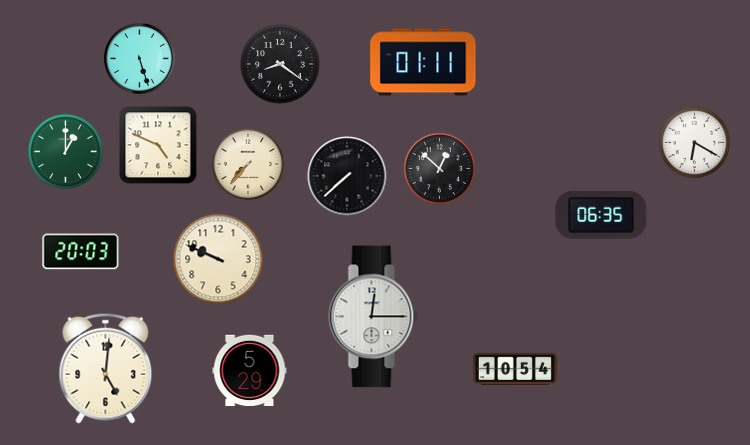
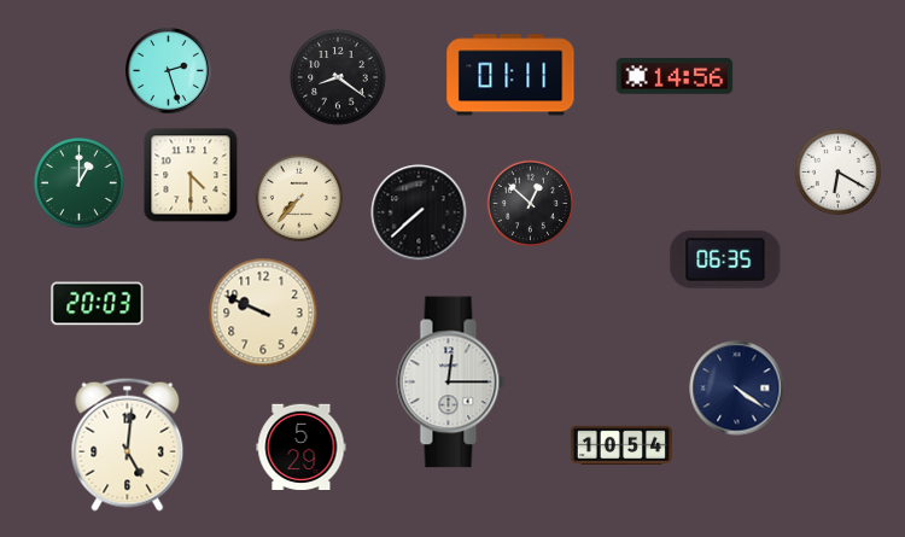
clock at (140, 59): 5:27 -> 2:27
clock at (675, 76): none -> 14:56
clock at (158, 145): 4:49 -> 4:30
clock at (737, 389): none -> 4:21
